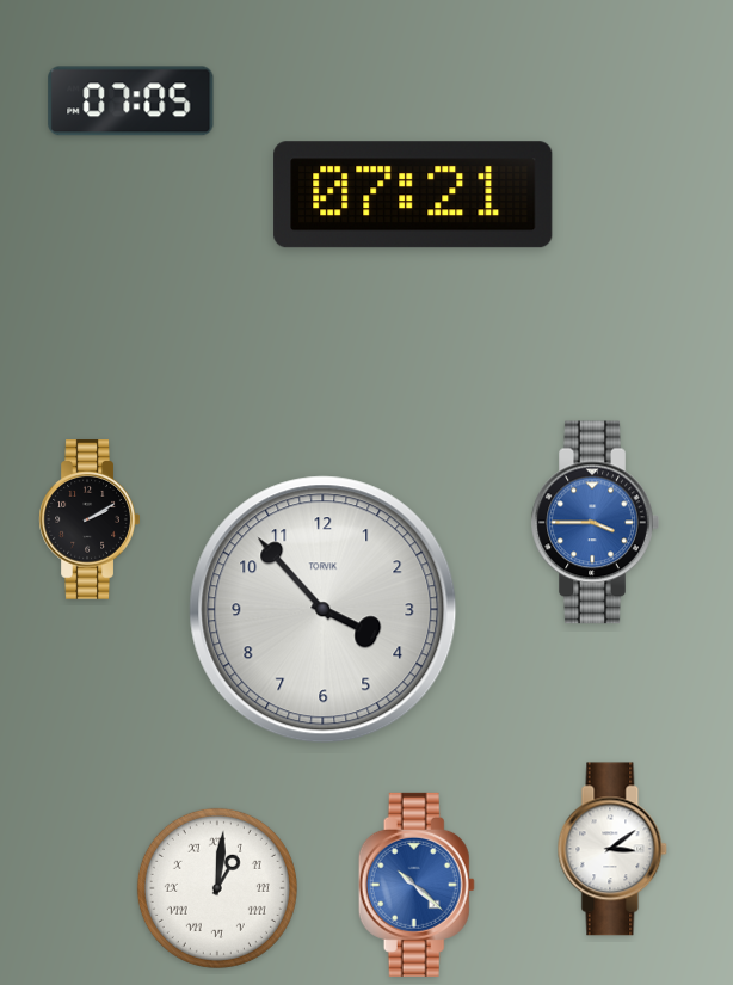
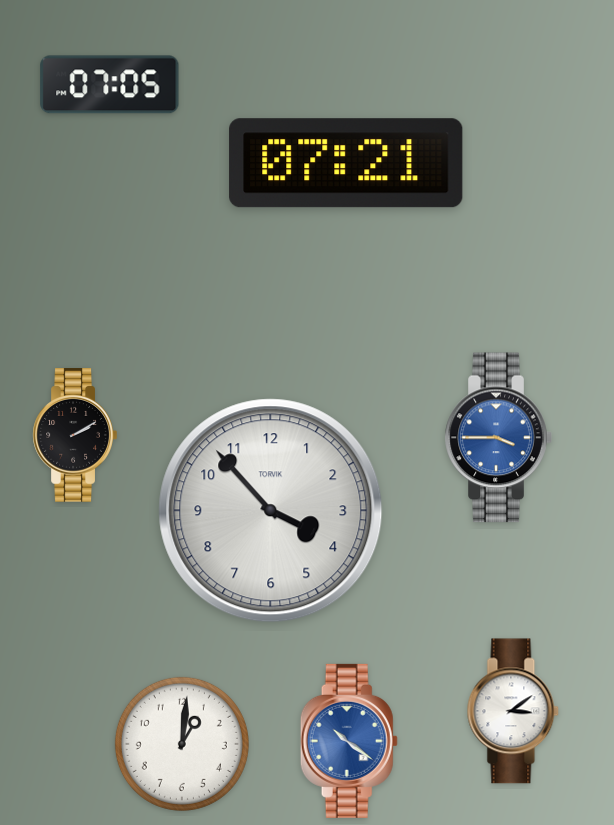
clock at (417, 885): 10:22 -> 10:21
clock at (217, 888) numerals: Roman -> Arabic
